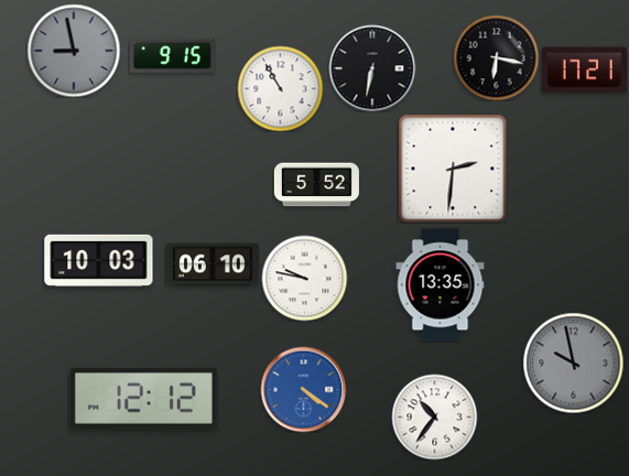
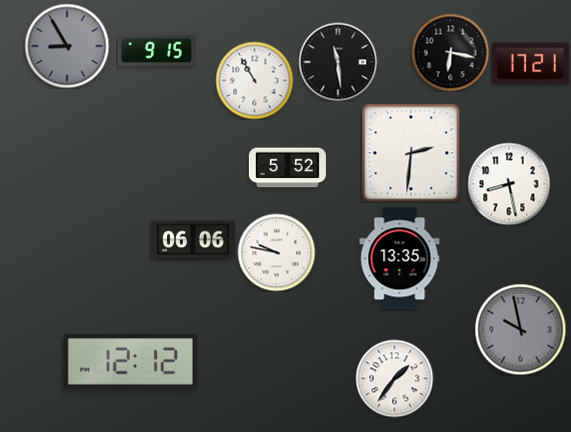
clock at (74, 51): 8:58 -> 8:55
clock at (372, 68): 6:32 -> 11:29
clock at (509, 184): none -> 8:28
clock at (99, 260): 10:03 -> none
clock at (214, 264): 06:10 -> 06:06
clock at (303, 389): 4:21 -> none
clock at (434, 416): 10:36 -> 1:36
